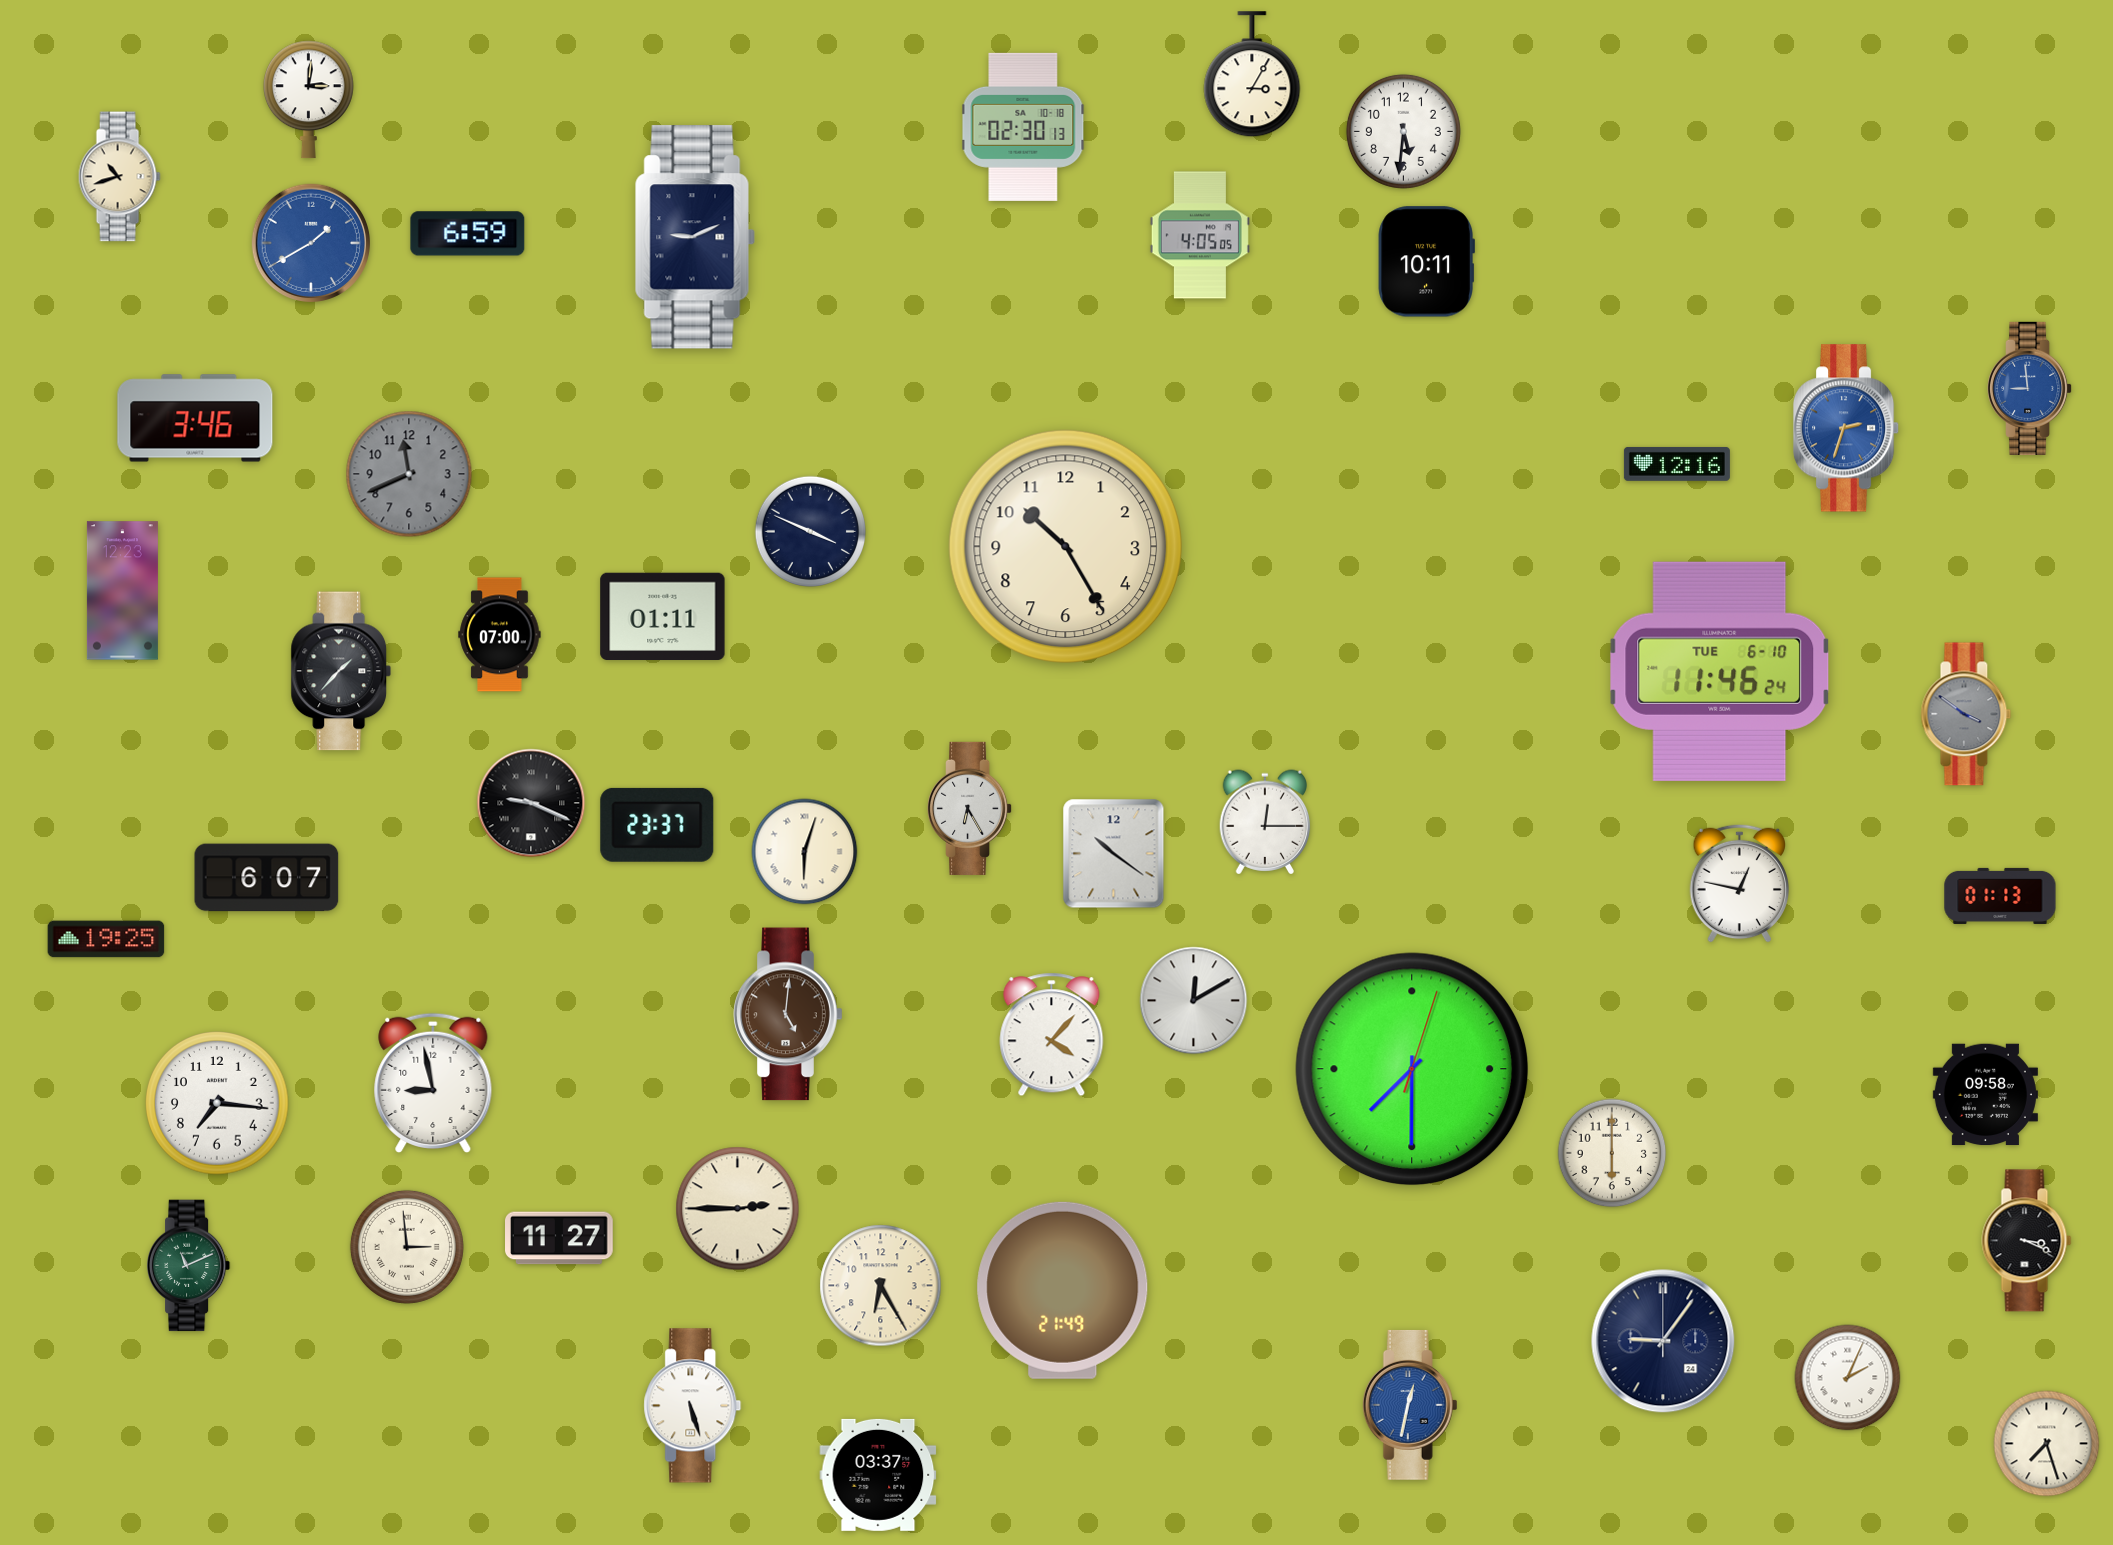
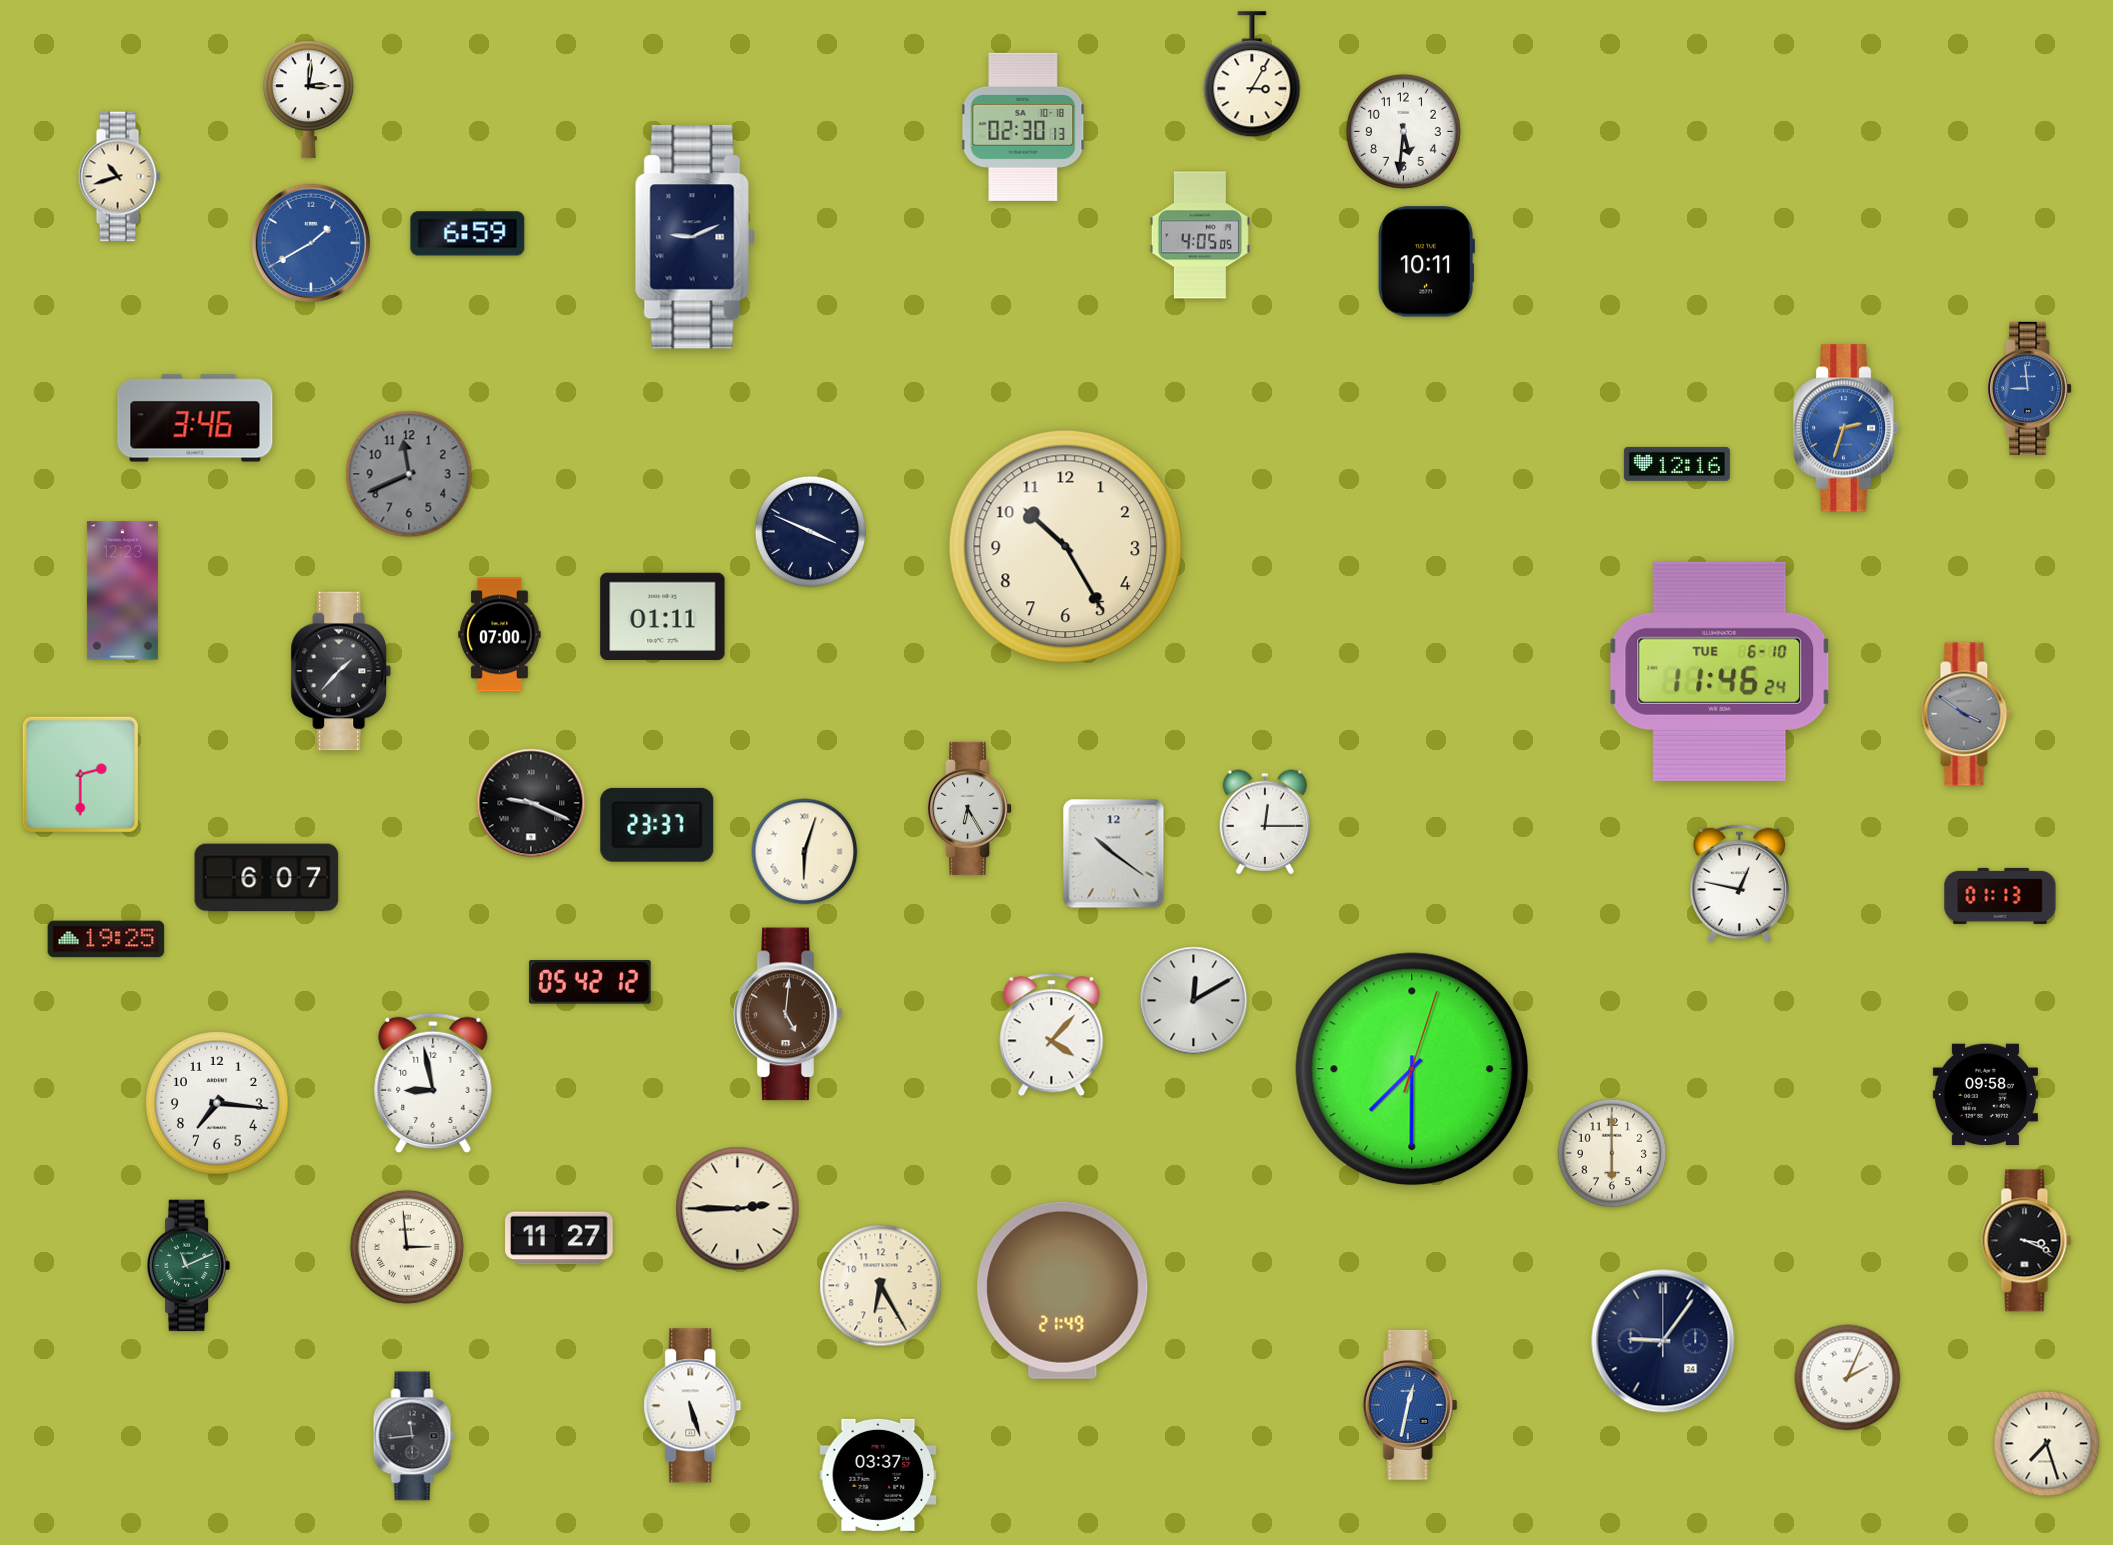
clock at (80, 774): none -> 2:30
clock at (590, 983): none -> 05:42
clock at (414, 1436): none -> 11:44
